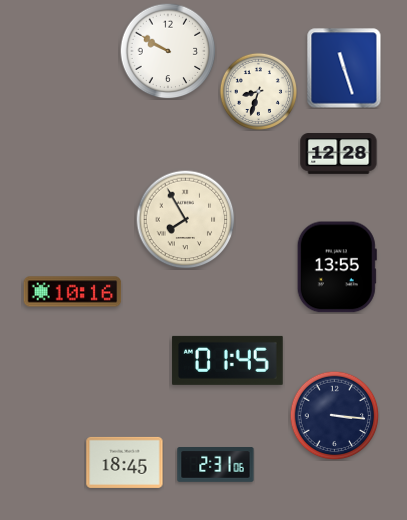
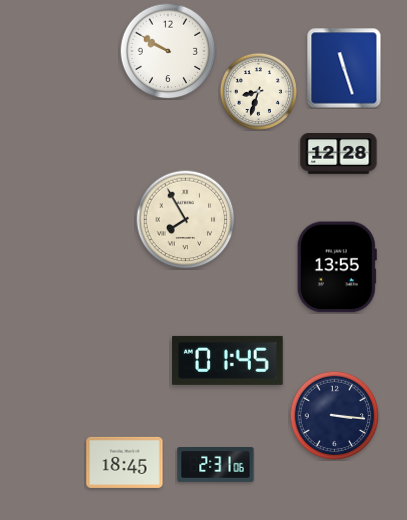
clock at (73, 292): 10:16 -> none
